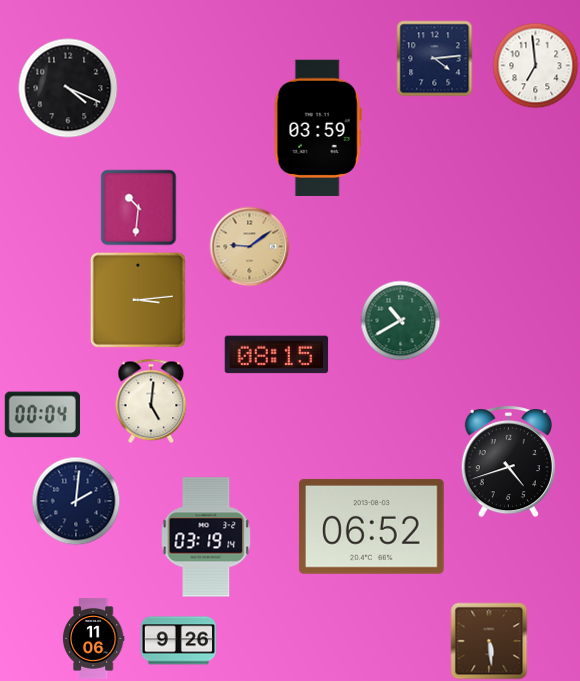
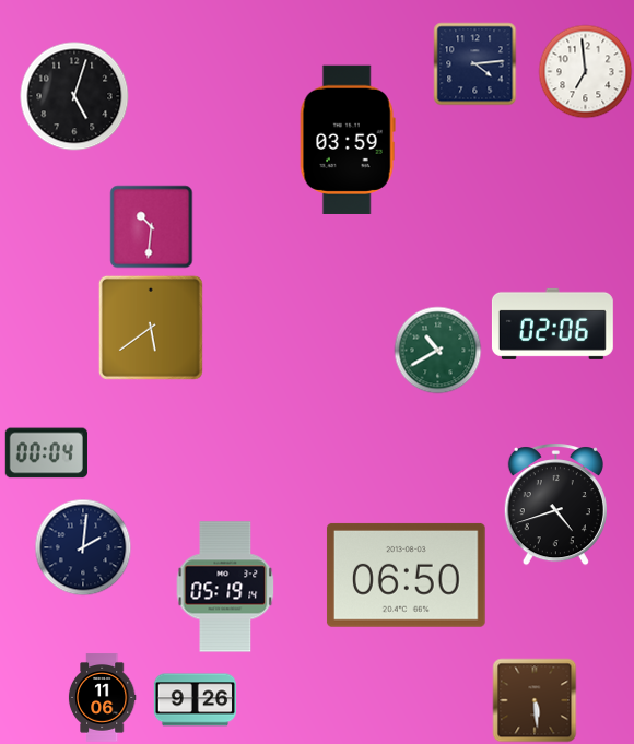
clock at (68, 88): 4:19 -> 5:03
clock at (250, 247): 9:09 -> none
clock at (552, 323): none -> 02:06
clock at (138, 300): 3:14 -> 5:39
clock at (277, 355): 08:15 -> none
clock at (151, 401): 5:01 -> none
clock at (371, 526): 06:52 -> 06:50
clock at (206, 537): 03:19 -> 05:19
